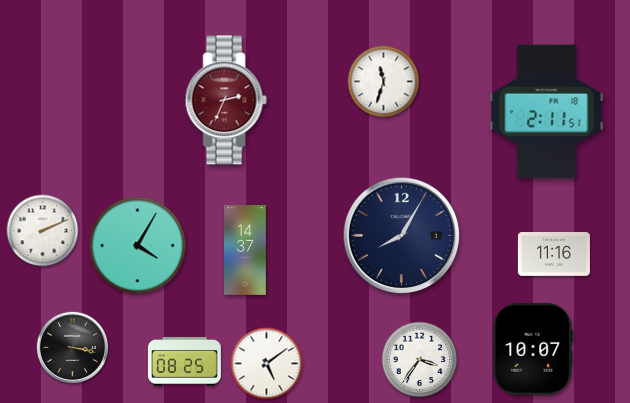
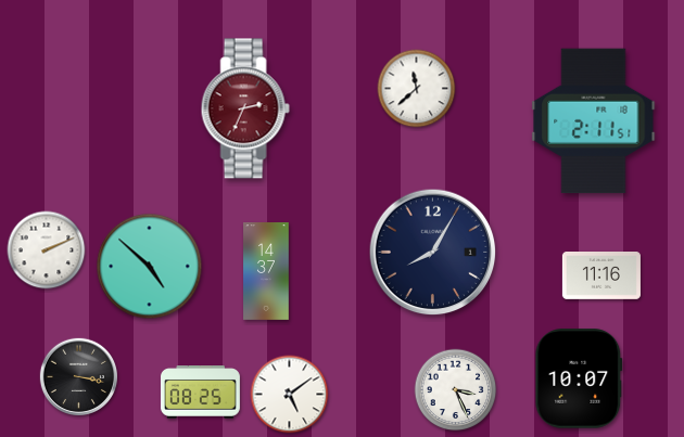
clock at (384, 82): 11:33 -> 11:38
clock at (402, 236) position: (402, 236) -> (433, 253)
clock at (138, 246): 4:05 -> 4:52
clock at (420, 360): 3:36 -> 3:26
